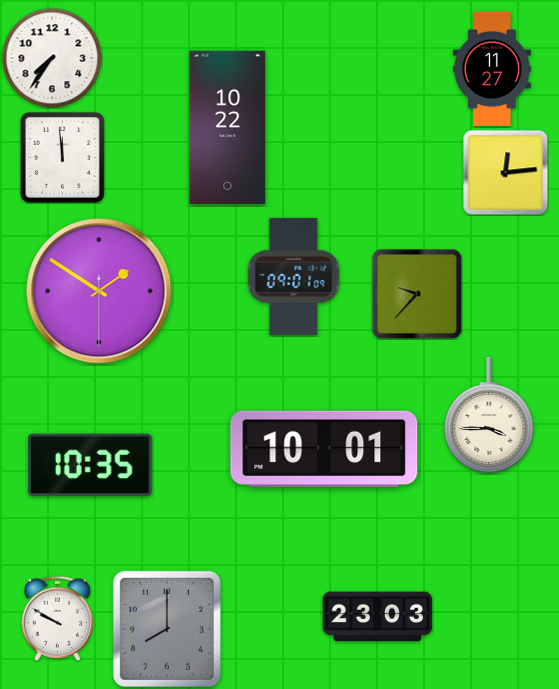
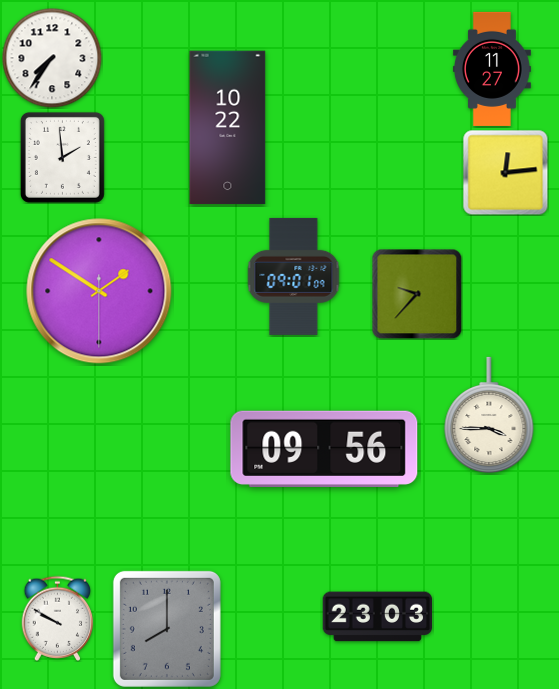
clock at (62, 157): 11:59 -> 1:59
clock at (324, 448): 10:01 -> 09:56
clock at (90, 465): 10:35 -> none
